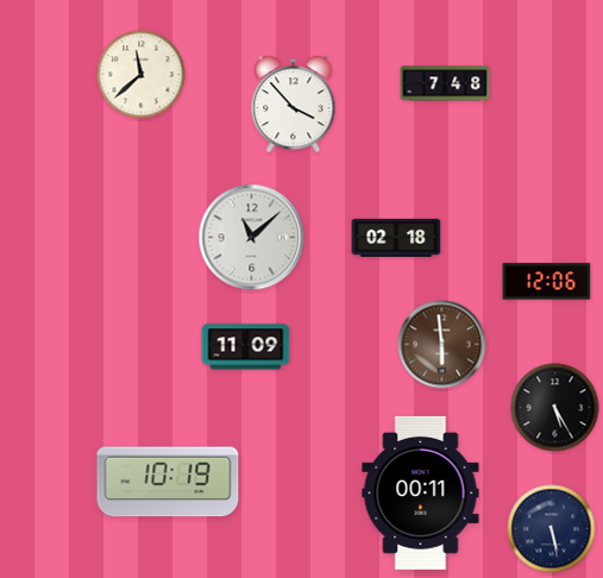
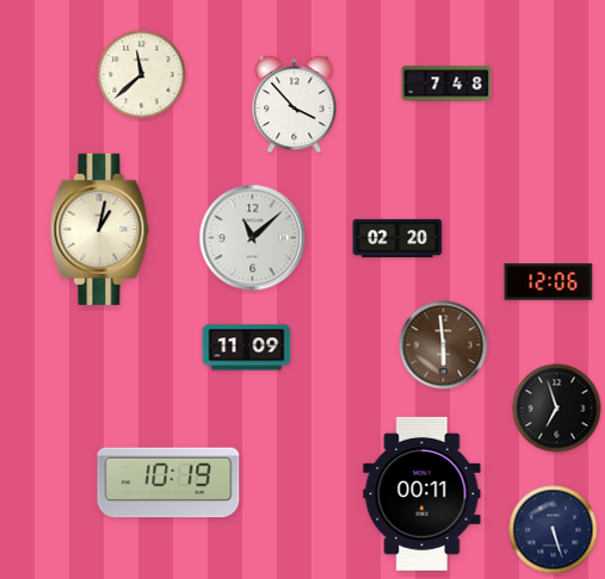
clock at (100, 229): none -> 1:02
clock at (396, 238): 02:18 -> 02:20
clock at (555, 408): 5:25 -> 6:57
clock at (552, 529): 5:28 -> 5:27
